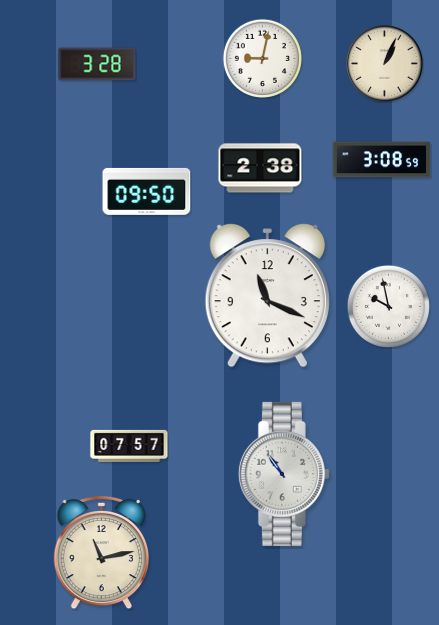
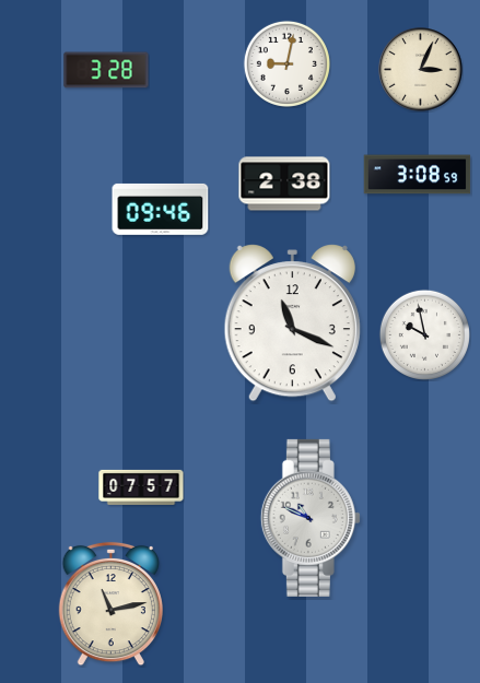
clock at (385, 64): 1:04 -> 3:04
clock at (147, 191): 09:50 -> 09:46
clock at (284, 474): 10:54 -> 10:49
